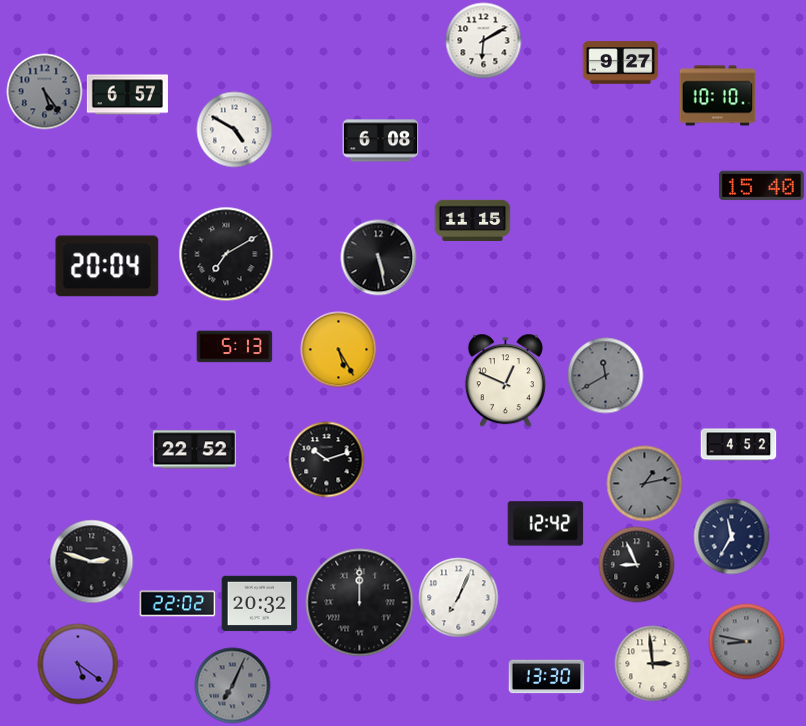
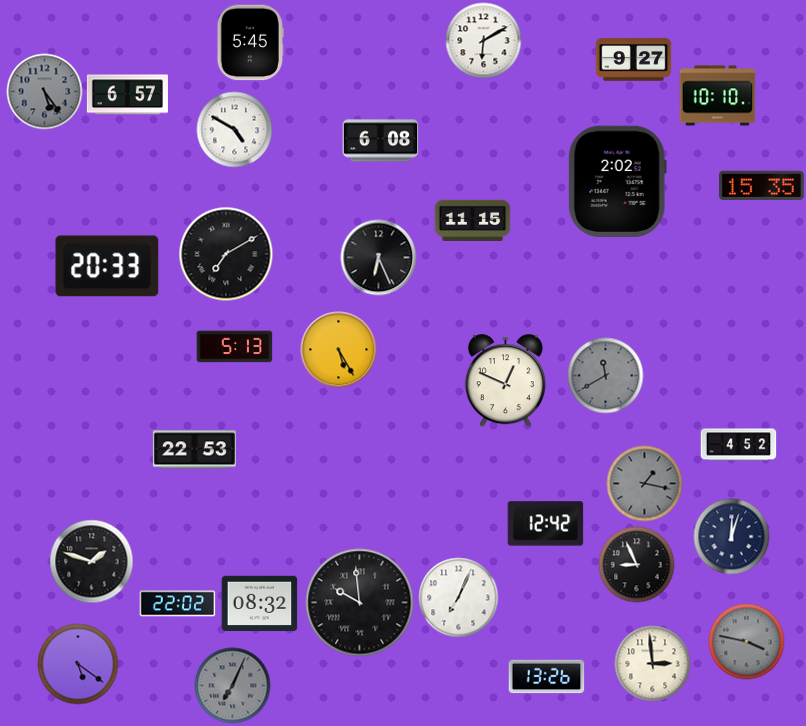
clock at (250, 43): none -> 5:45
clock at (621, 63) position: (621, 63) -> (634, 60)
clock at (617, 181): none -> 2:02
clock at (761, 186): 15:40 -> 15:35
clock at (379, 258): 5:28 -> 6:26
clock at (107, 266): 20:04 -> 20:33
clock at (194, 450): 22:52 -> 22:53
clock at (327, 460): 10:12 -> none
clock at (645, 484): 1:13 -> 1:17
clock at (732, 537): 11:35 -> 12:03
clock at (92, 562): 2:48 -> 1:48
clock at (360, 603): 12:00 -> 9:59
clock at (260, 604): 20:32 -> 08:32
clock at (747, 642): 8:47 -> 3:47
clock at (547, 677): 13:30 -> 13:26
